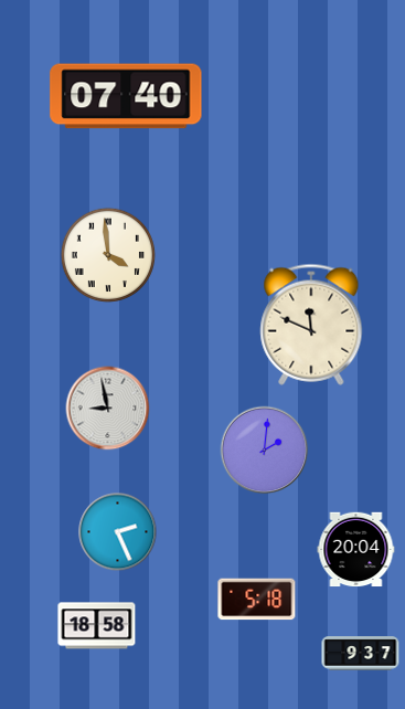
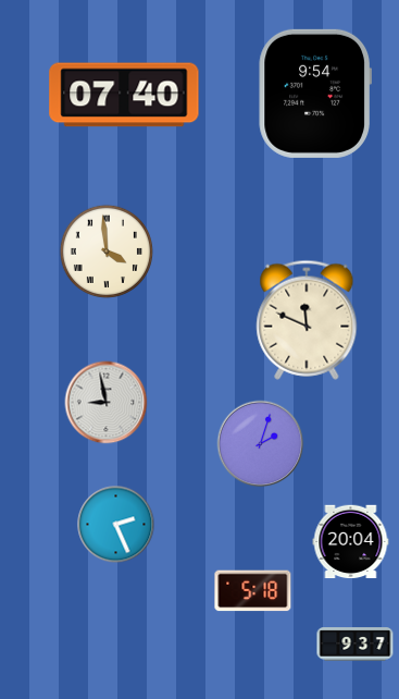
clock at (314, 94): none -> 9:54
clock at (265, 451): 2:01 -> 2:03
clock at (97, 626): 18:58 -> none
